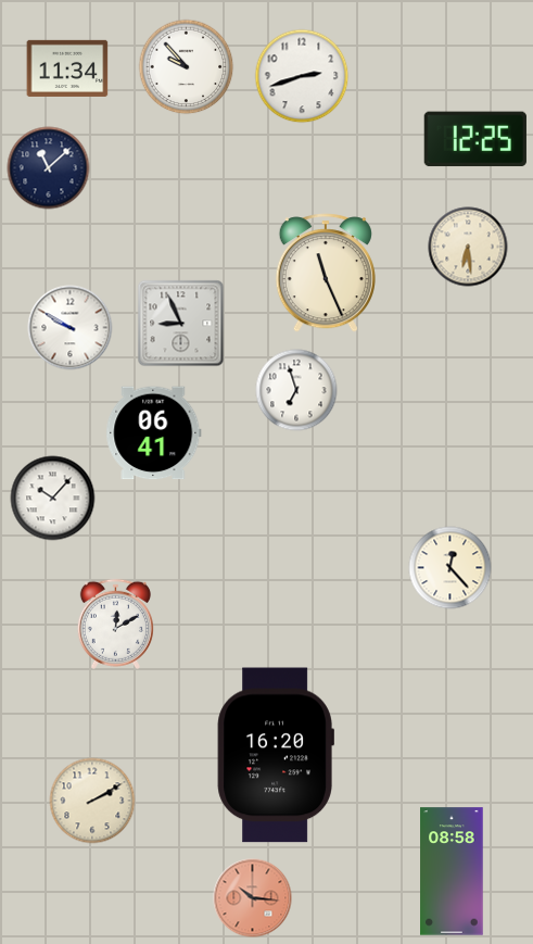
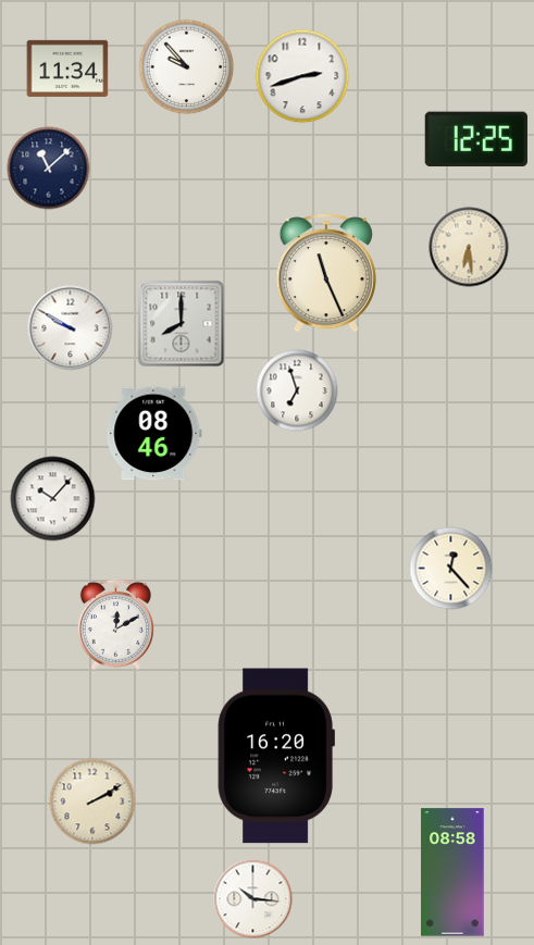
clock at (181, 324): 8:56 -> 8:00
clock at (154, 433): 06:41 -> 08:46
clock at (253, 898) dial: salmon -> white
